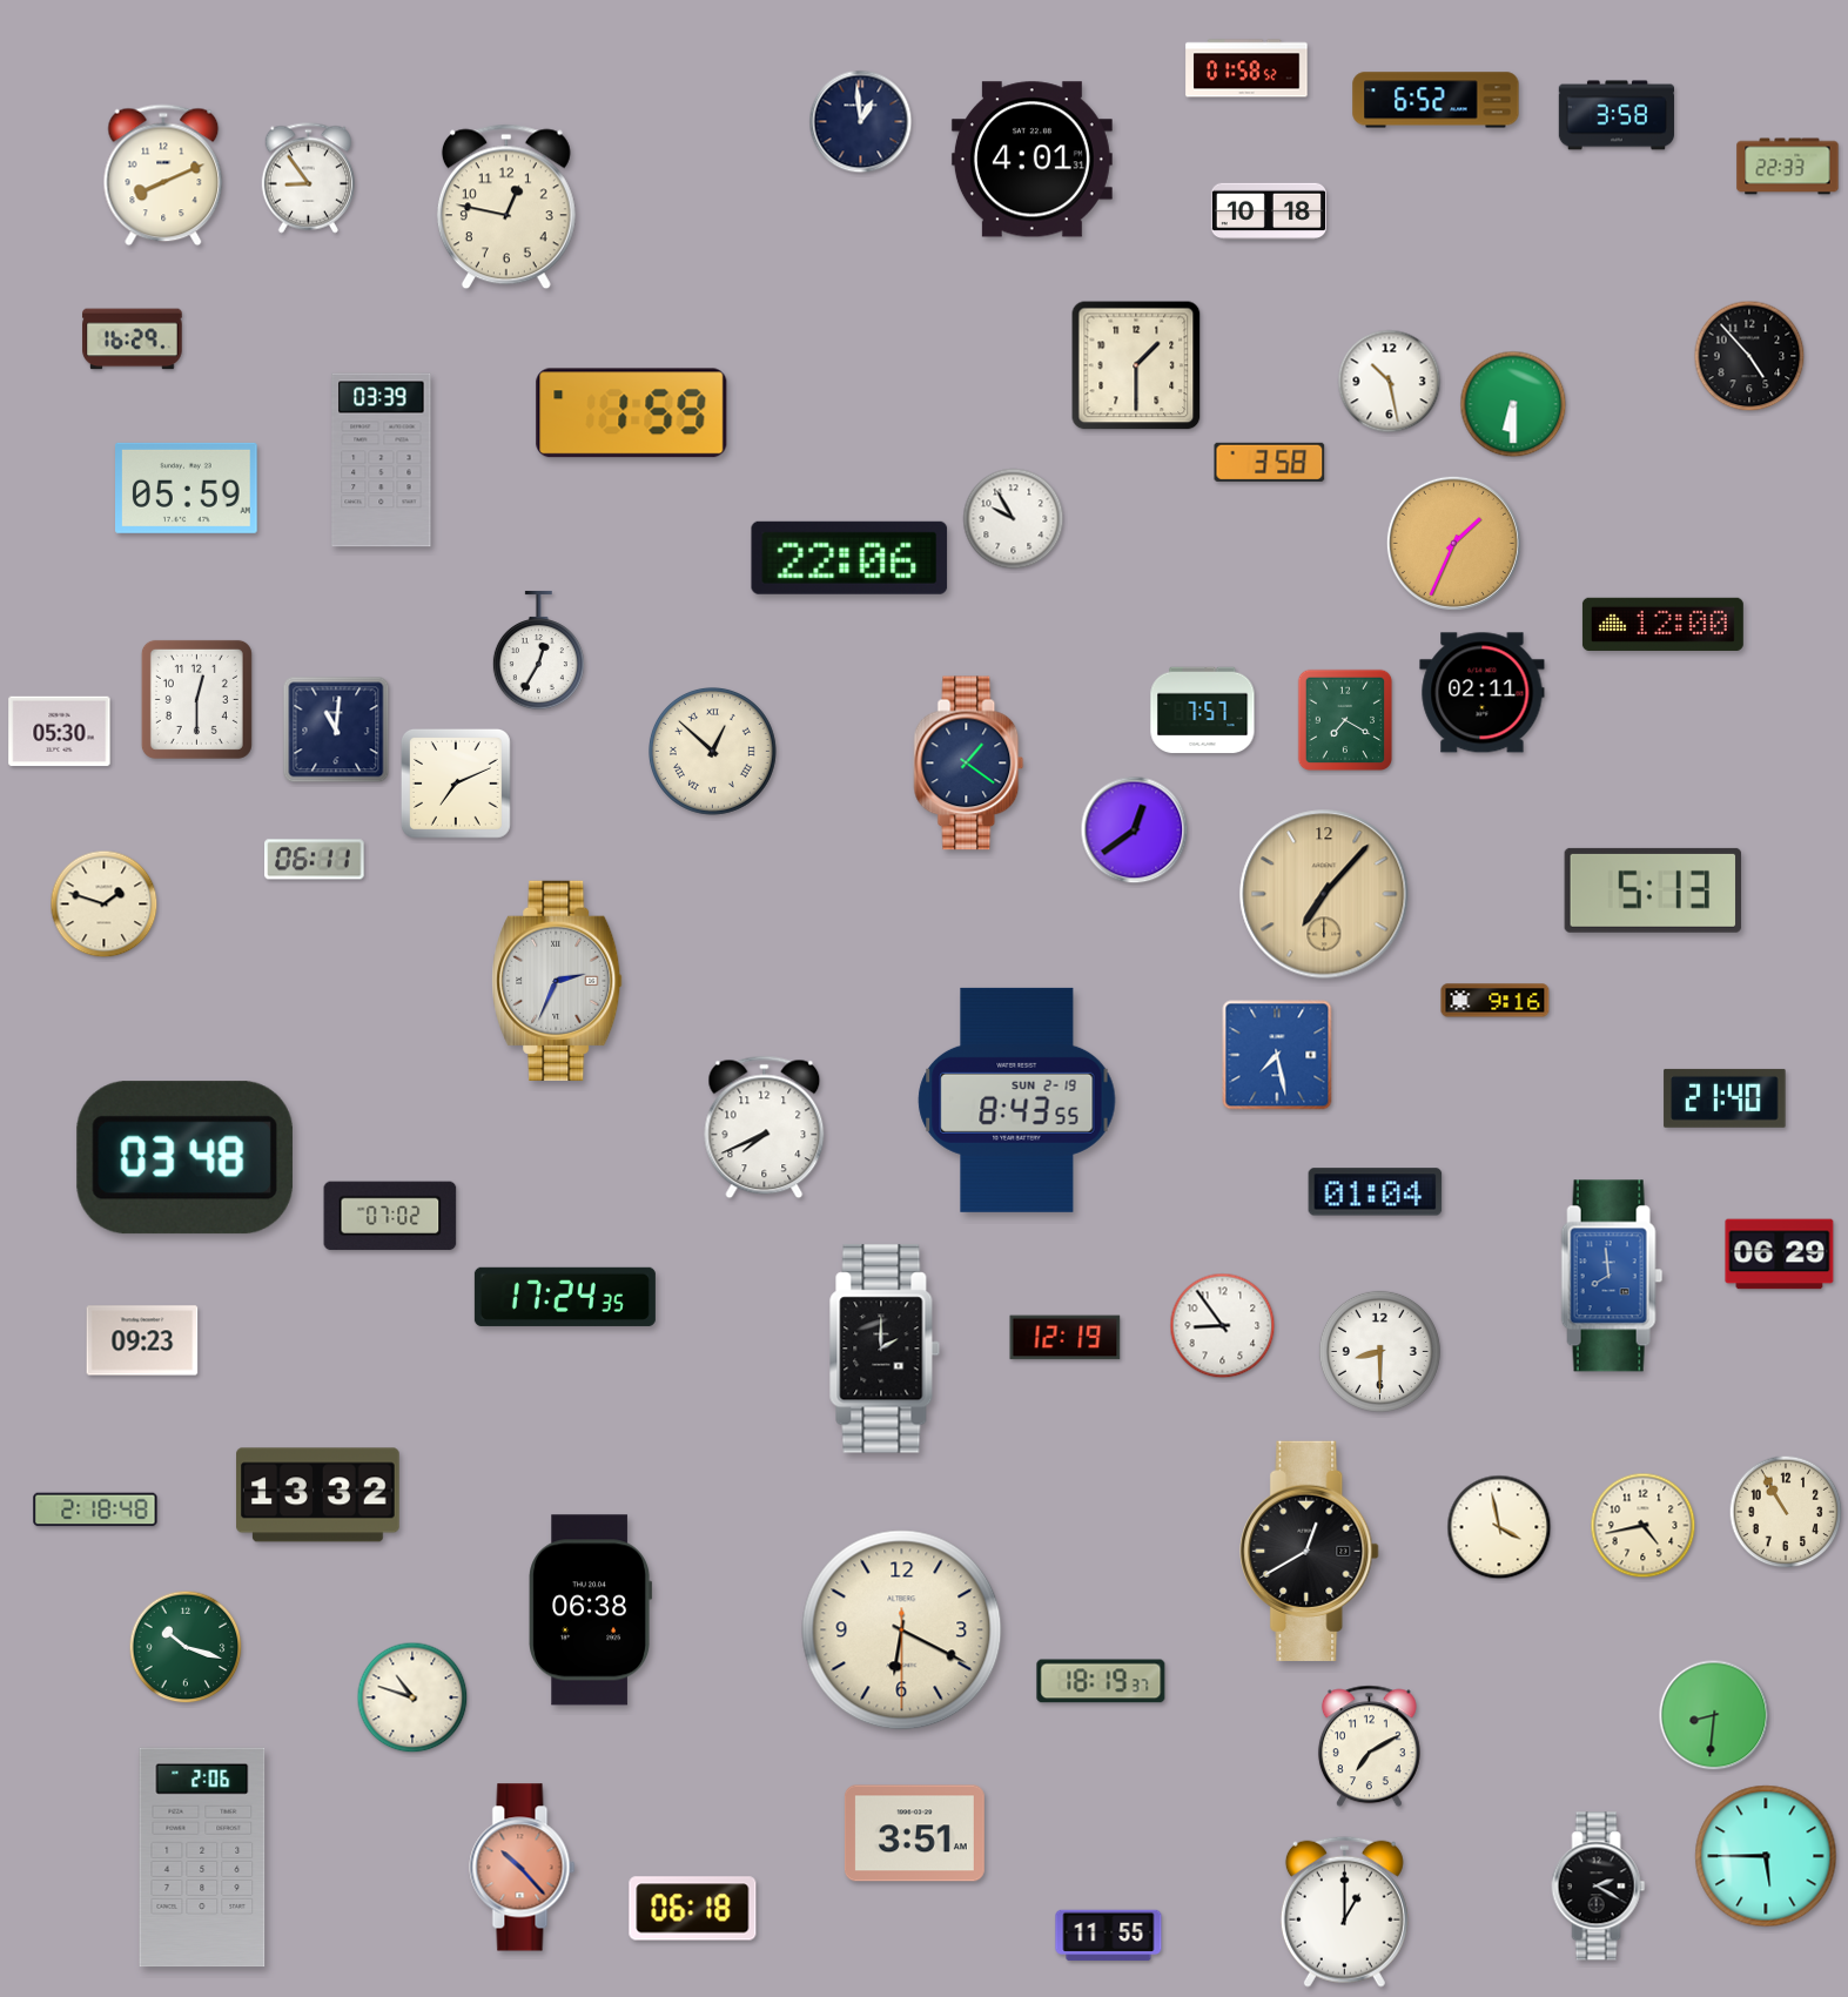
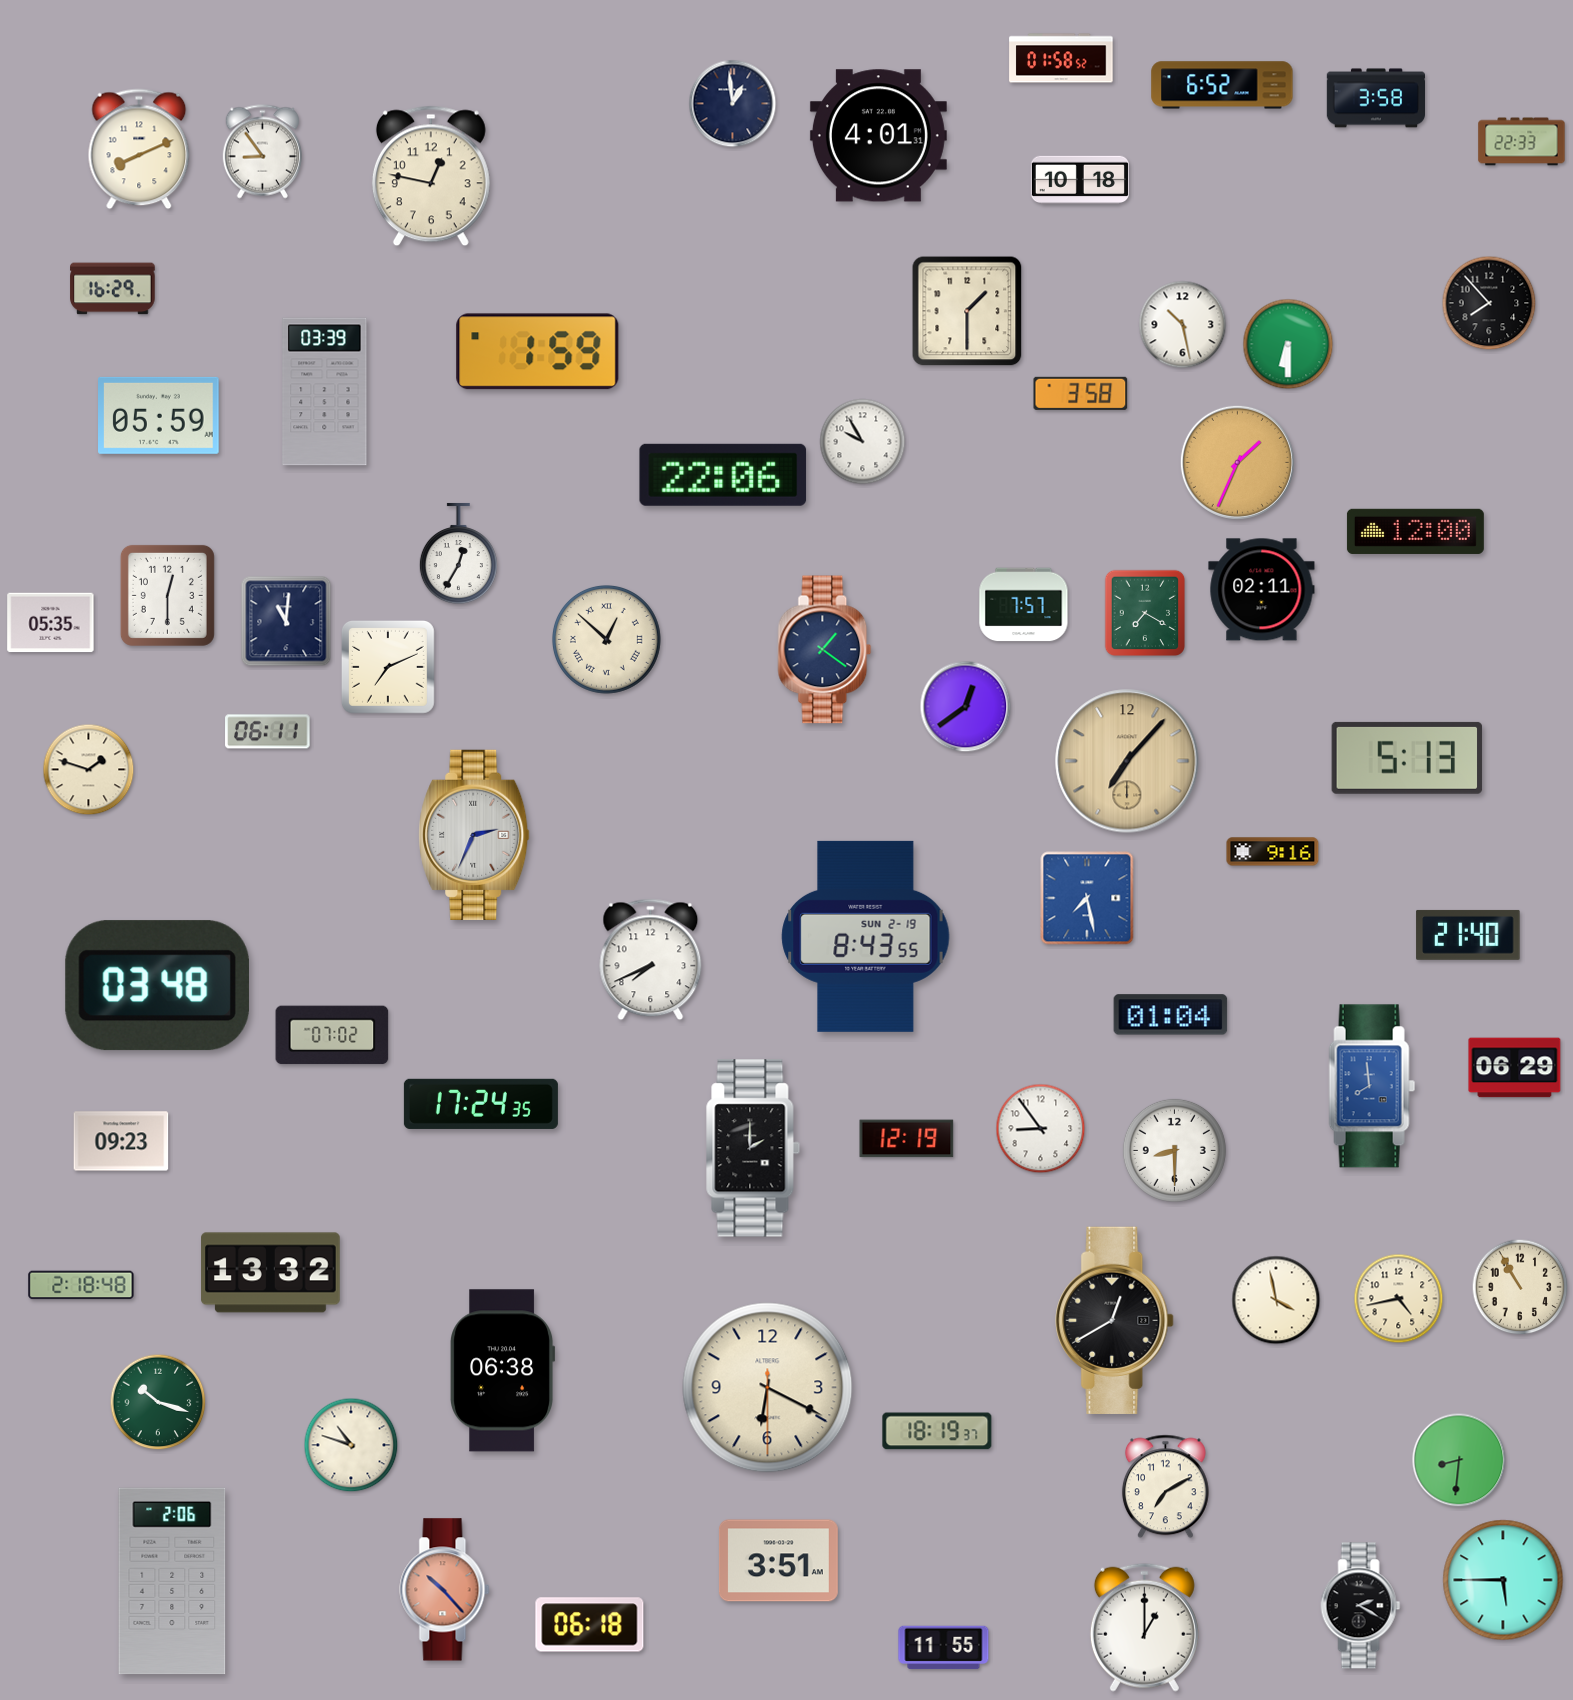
clock at (1749, 356): 4:53 -> 7:53
clock at (60, 732): 05:30 -> 05:35
